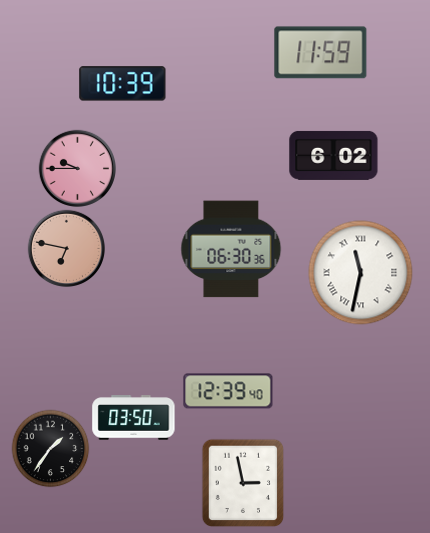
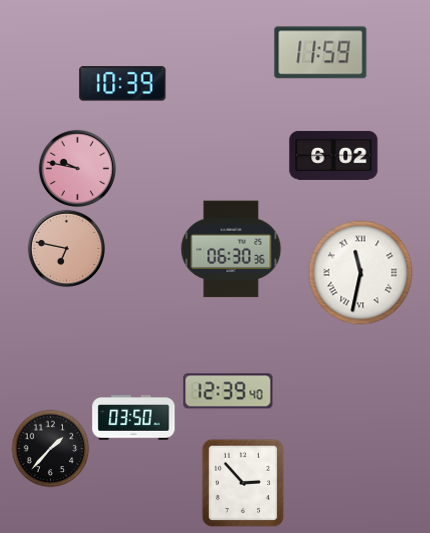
clock at (77, 168): 9:45 -> 9:47
clock at (50, 448): 1:36 -> 1:37
clock at (243, 483): 2:58 -> 2:53
